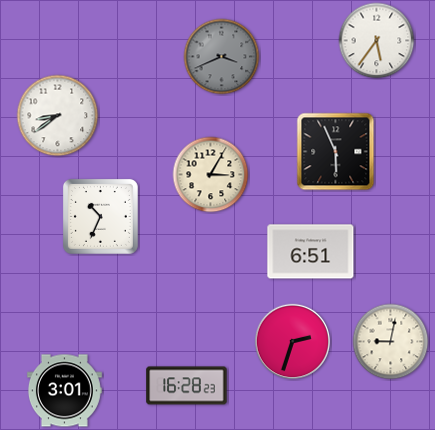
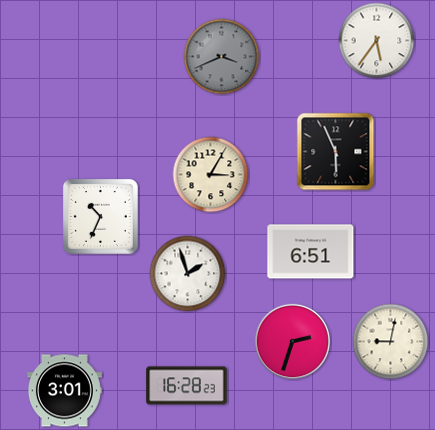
clock at (58, 116): 8:39 -> none
clock at (188, 274): none -> 1:57
